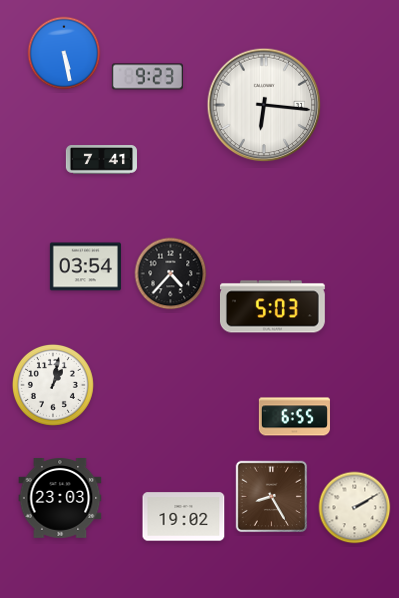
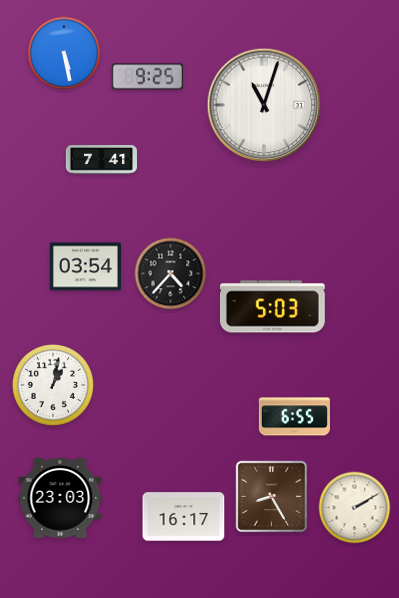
clock at (147, 77): 9:23 -> 9:25
clock at (264, 105): 6:16 -> 11:03
clock at (184, 517): 19:02 -> 16:17
